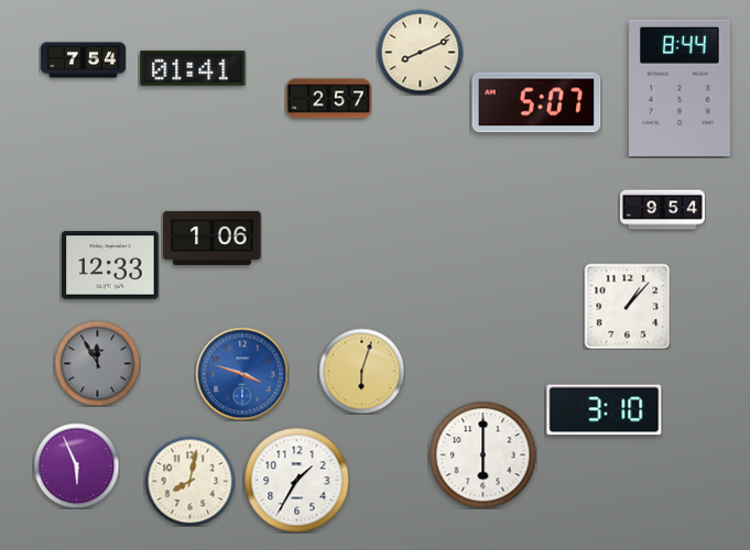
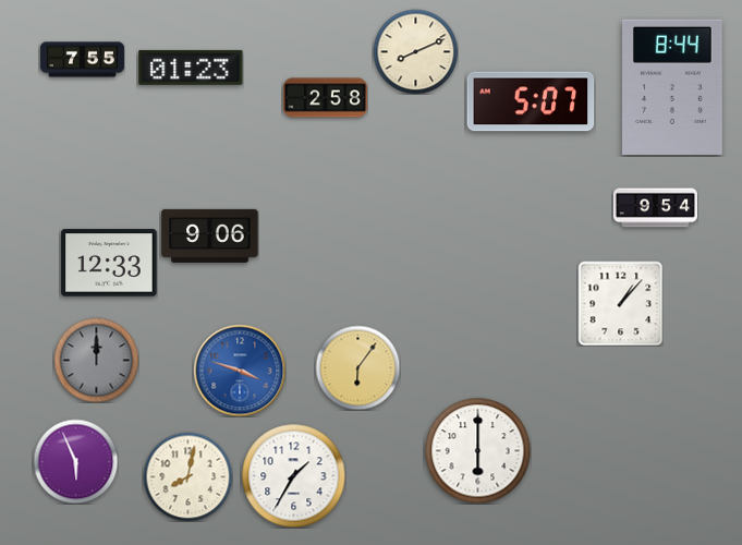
clock at (83, 61): 7:54 -> 7:55
clock at (193, 68): 01:41 -> 01:23
clock at (328, 99): 2:57 -> 2:58
clock at (213, 238): 1:06 -> 9:06
clock at (97, 363): 11:55 -> 12:00
clock at (361, 371): 6:03 -> 6:06
clock at (605, 410): 3:10 -> none
